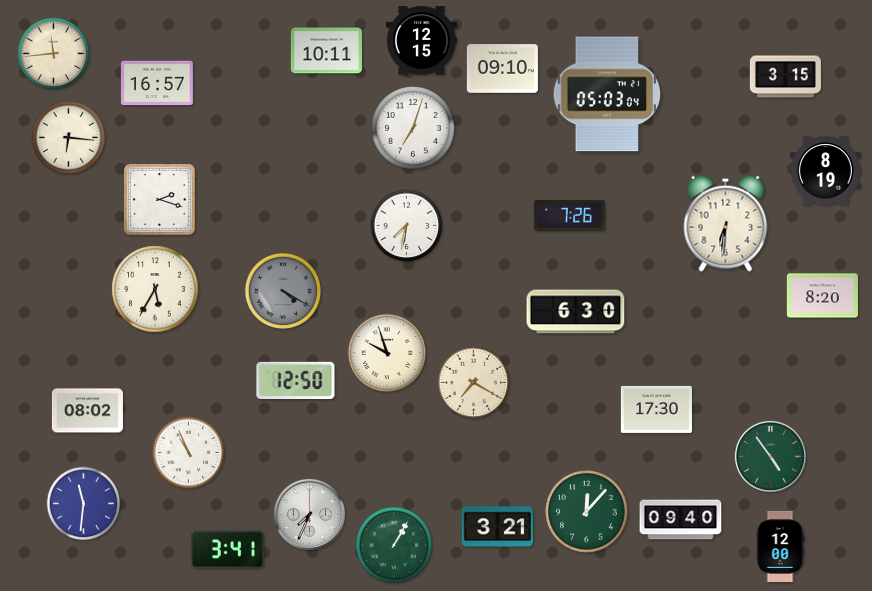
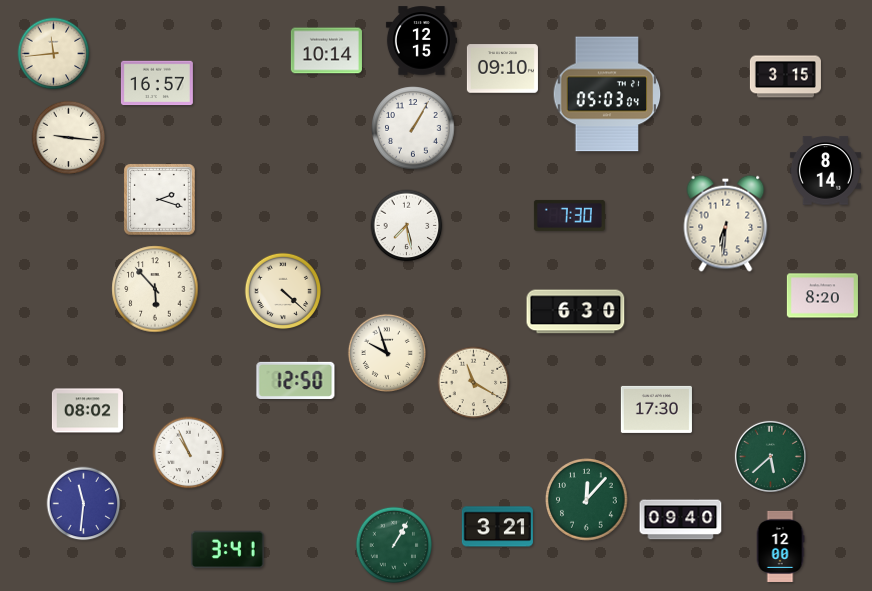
clock at (326, 51): 10:11 -> 10:14
clock at (413, 128): 7:03 -> 1:05
clock at (69, 138): 6:16 -> 9:16
clock at (825, 171): 8:19 -> 8:14
clock at (569, 215): 7:26 -> 7:30
clock at (407, 226): 7:32 -> 7:28
clock at (155, 289): 5:35 -> 5:53
clock at (282, 290): 4:20 -> 4:22
clock at (282, 290) dial: grey -> cream
clock at (474, 383): 7:20 -> 11:20
clock at (770, 456): 4:54 -> 5:38
clock at (587, 512) position: (587, 512) -> (587, 500)
clock at (309, 514): 7:34 -> none
